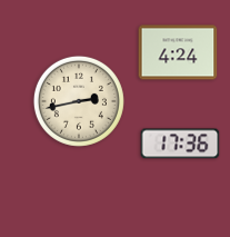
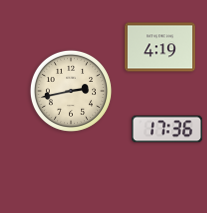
clock at (178, 52): 4:24 -> 4:19
clock at (180, 144) position: (180, 144) -> (167, 129)
